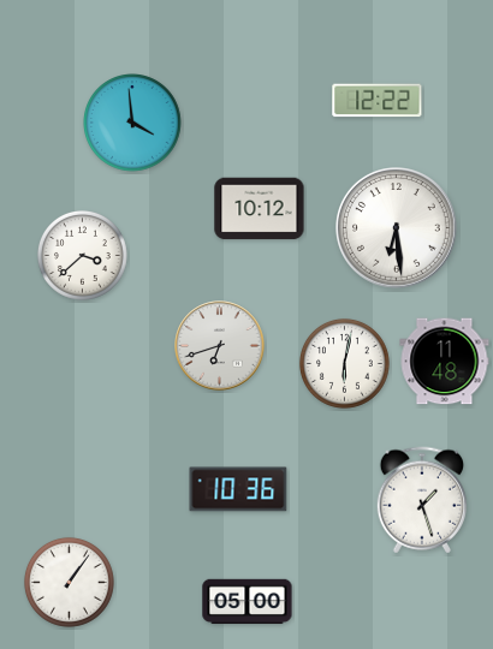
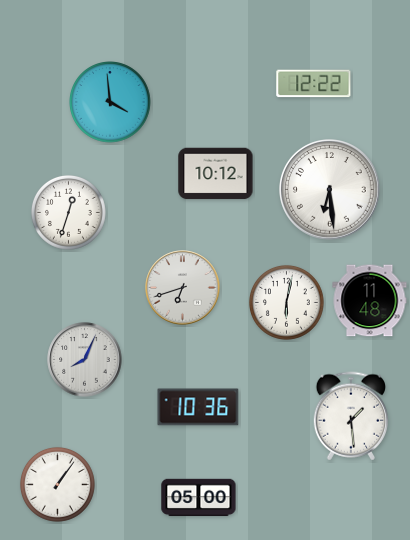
clock at (82, 255): 3:38 -> 12:33
clock at (85, 360): none -> 8:04
clock at (421, 500): 1:27 -> 1:29
clock at (248, 602) position: (248, 602) -> (199, 498)
